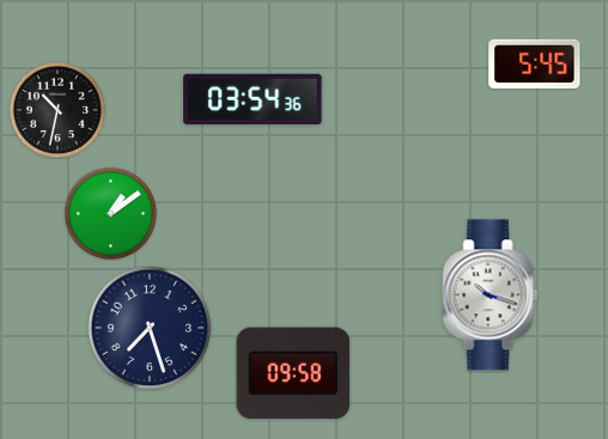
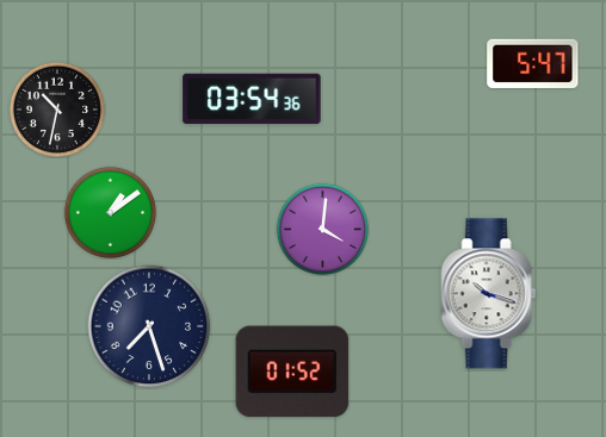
clock at (535, 63): 5:45 -> 5:47
clock at (322, 229): none -> 4:01
clock at (293, 373): 09:58 -> 01:52
